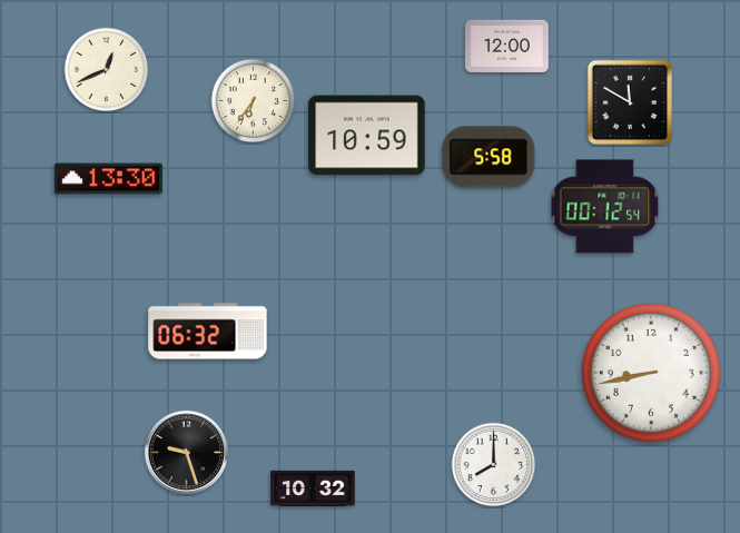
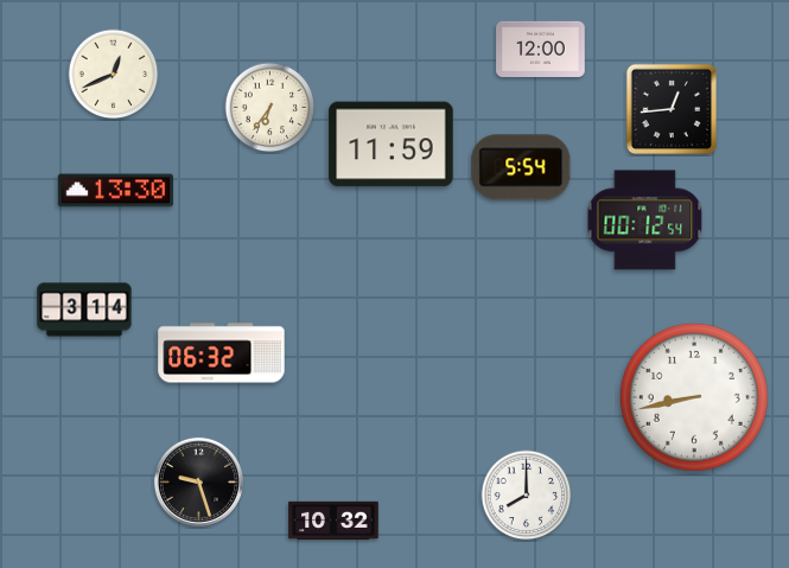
clock at (630, 102): 11:50 -> 12:44
clock at (367, 136): 10:59 -> 11:59
clock at (489, 157): 5:58 -> 5:54
clock at (84, 309): none -> 3:14
